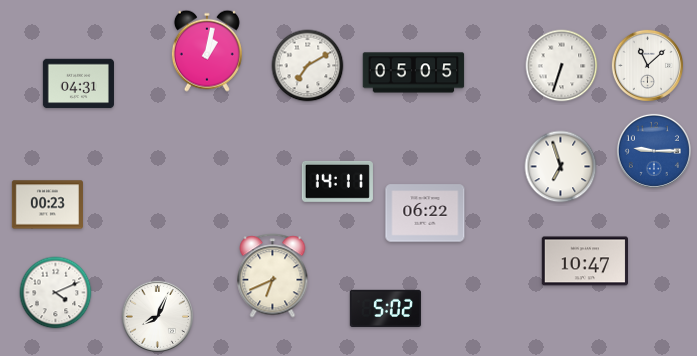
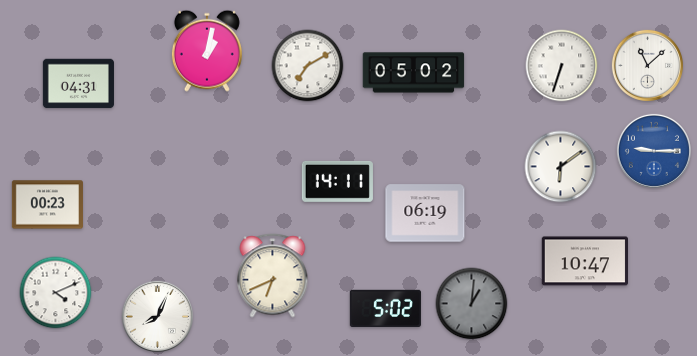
clock at (414, 73): 05:05 -> 05:02
clock at (561, 167): 6:57 -> 6:09
clock at (425, 213): 06:22 -> 06:19
clock at (472, 304): none -> 1:01
